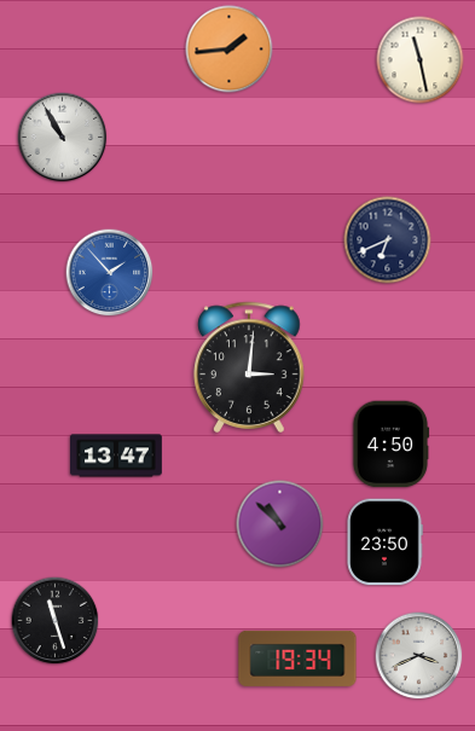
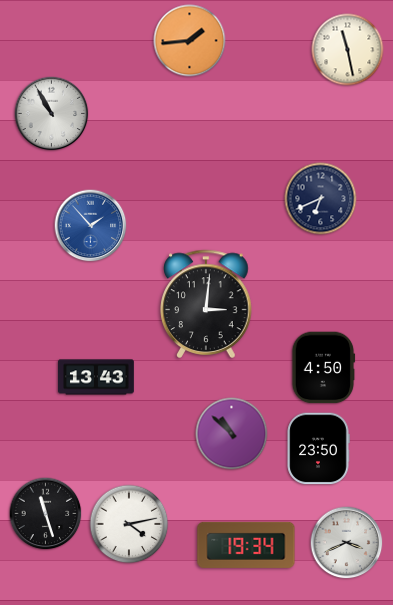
clock at (117, 456): 13:47 -> 13:43
clock at (129, 524): none -> 4:13
